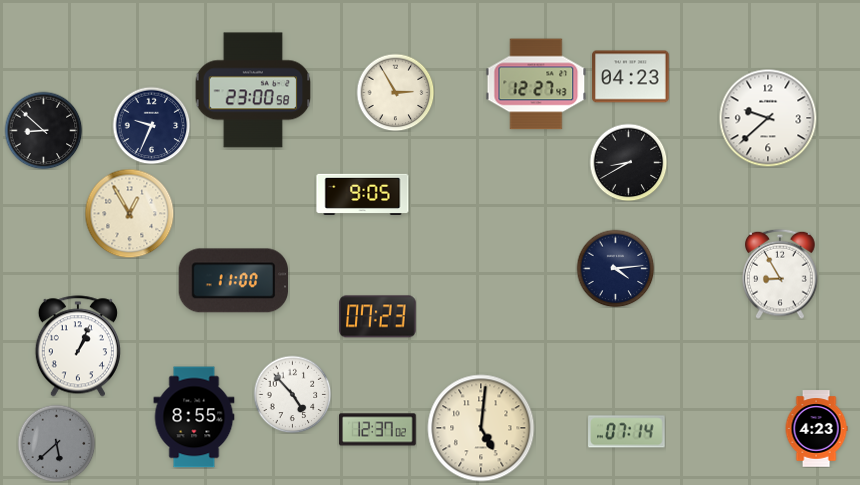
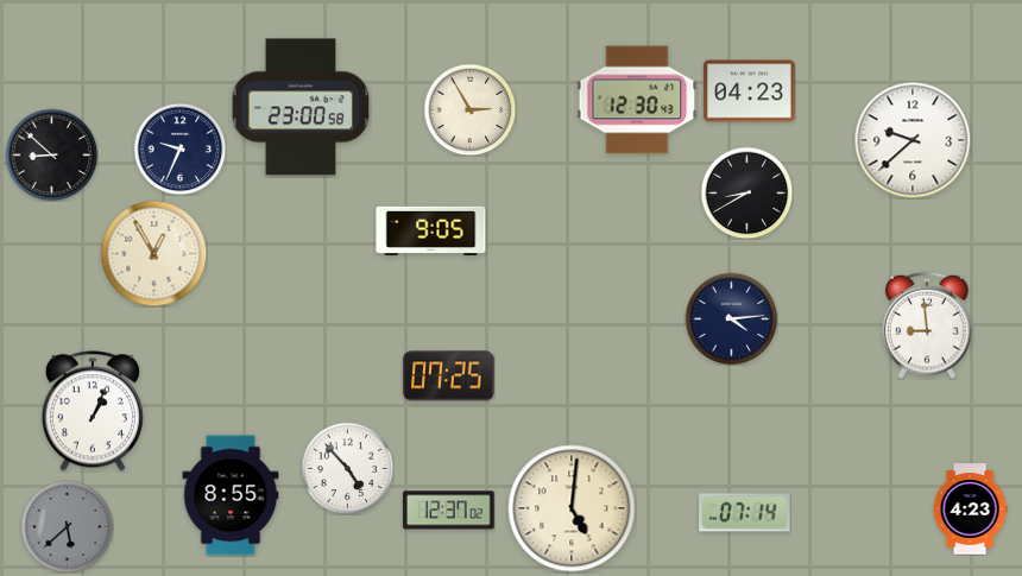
clock at (536, 84): 12:27 -> 12:30
clock at (780, 274): 8:55 -> 8:59
clock at (233, 281): 11:00 -> none
clock at (378, 317): 07:23 -> 07:25
